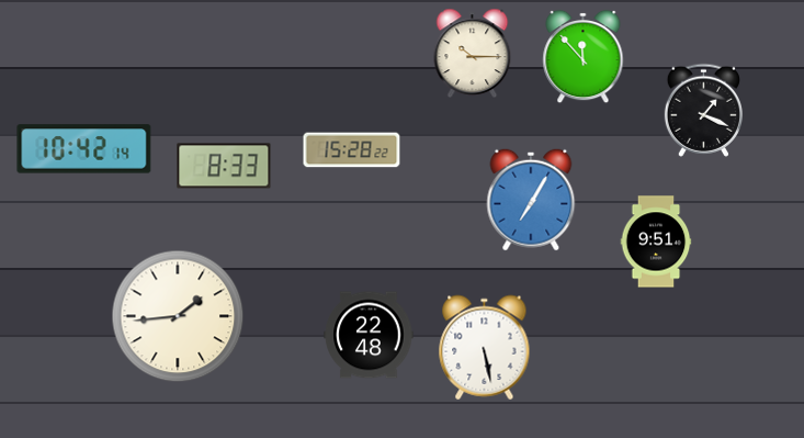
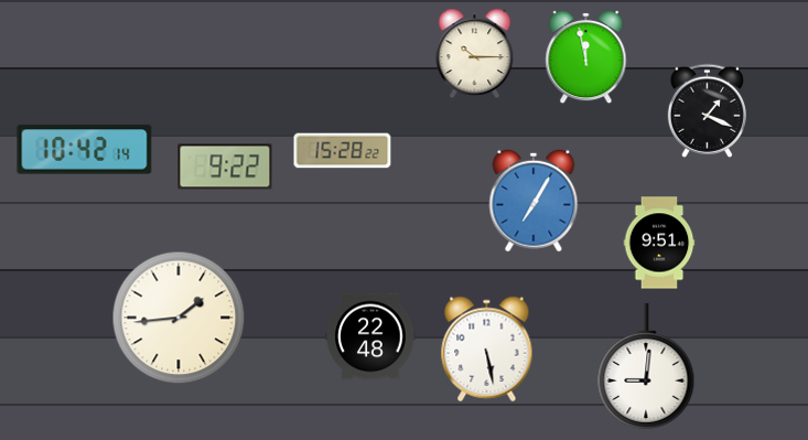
clock at (584, 57): 11:53 -> 11:58
clock at (352, 150) position: (352, 150) -> (343, 151)
clock at (224, 166): 8:33 -> 9:22
clock at (646, 366): none -> 9:01
